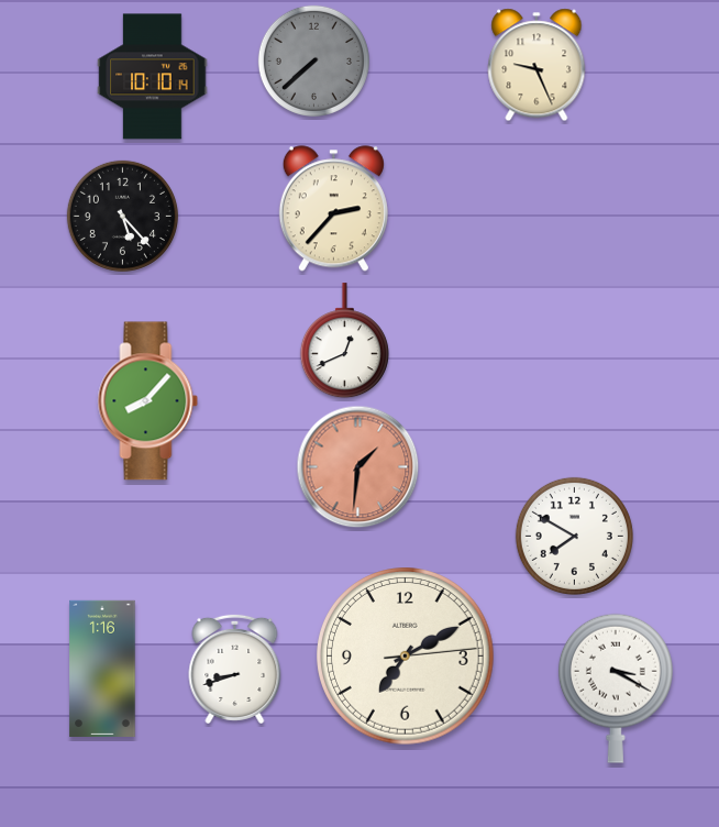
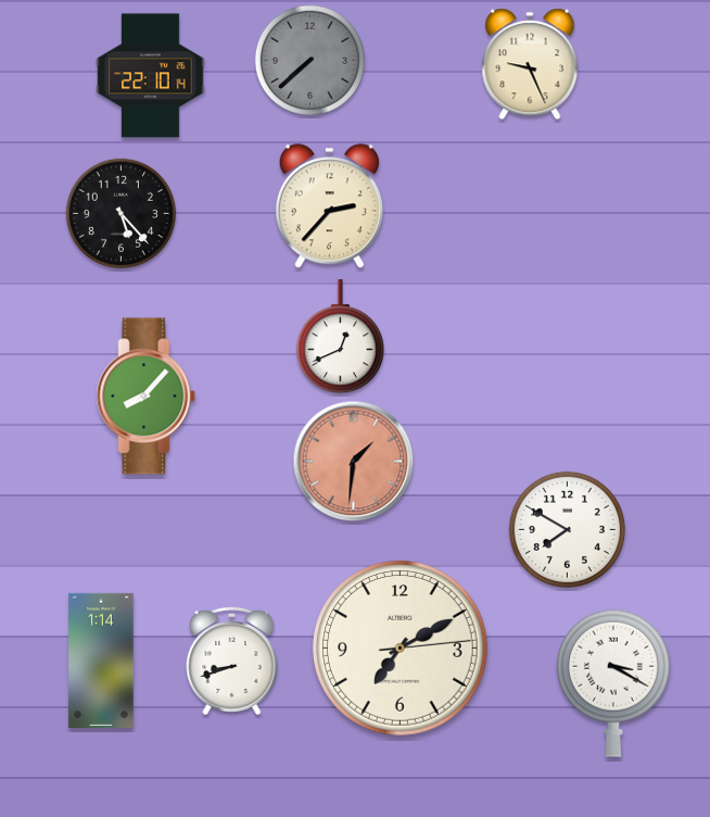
clock at (153, 77): 10:10 -> 22:10
clock at (102, 668): 1:16 -> 1:14
clock at (616, 688) position: (616, 688) -> (613, 683)
